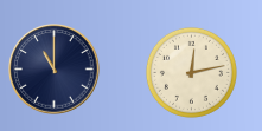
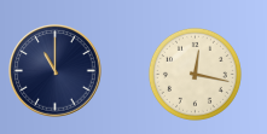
clock at (191, 72): 12:13 -> 12:17
